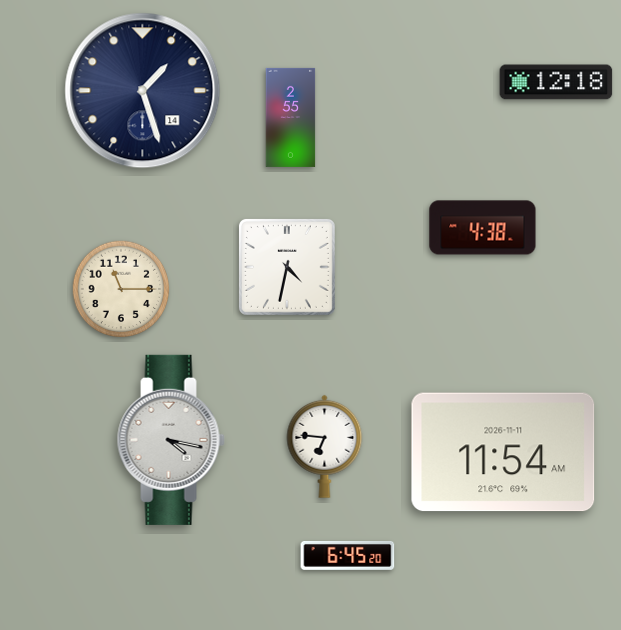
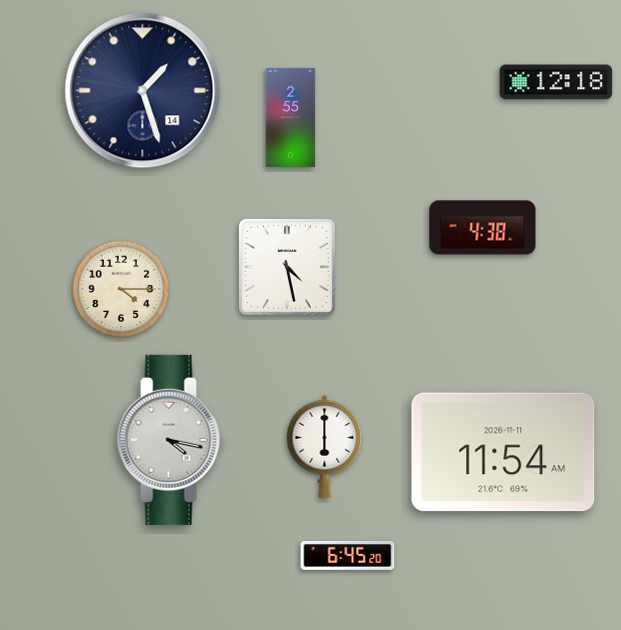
clock at (287, 267): 4:32 -> 4:28
clock at (121, 289): 11:15 -> 4:15
clock at (325, 446): 6:46 -> 6:00
